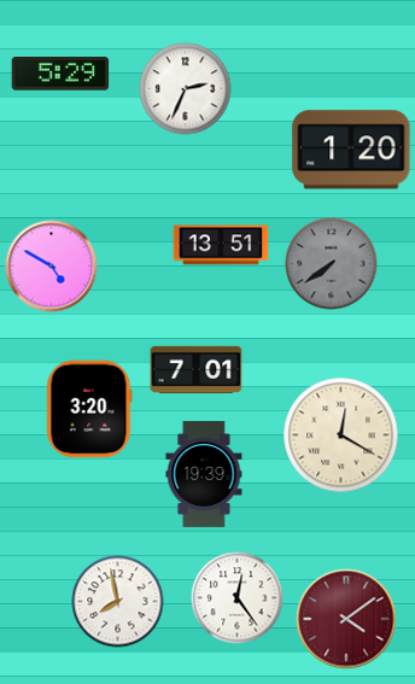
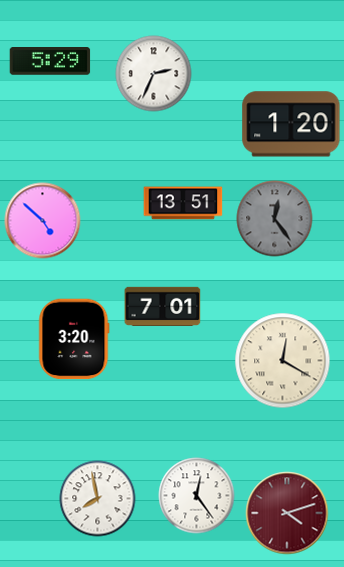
clock at (332, 264): 7:39 -> 12:24
clock at (52, 267): 4:50 -> 4:52
clock at (204, 474): 19:39 -> none
clock at (346, 619): 4:09 -> 4:12
